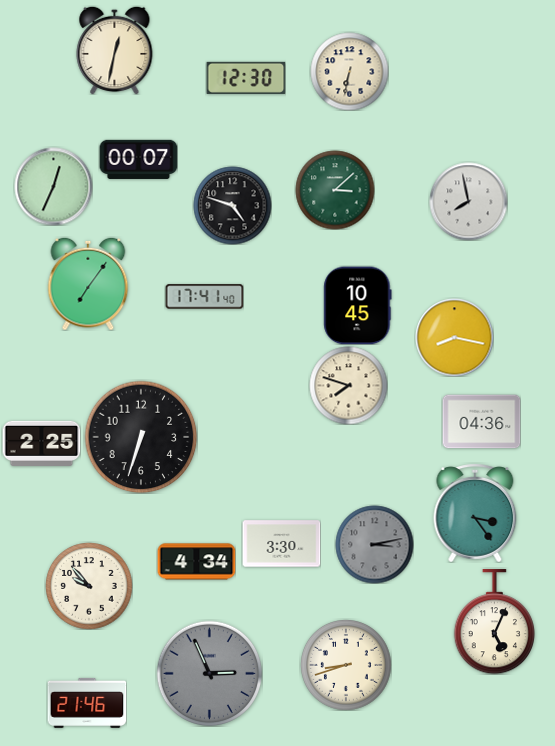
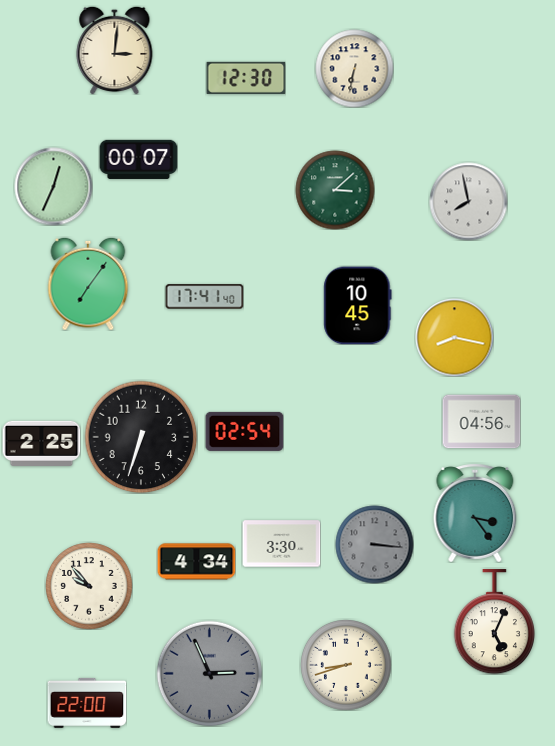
clock at (115, 50): 12:32 -> 3:01
clock at (349, 71) position: (349, 71) -> (354, 68)
clock at (232, 205): 4:48 -> none
clock at (348, 385): 7:48 -> none
clock at (481, 422): 04:36 -> 04:56
clock at (244, 431): none -> 02:54
clock at (374, 544): 3:13 -> 3:16
clock at (87, 703): 21:46 -> 22:00
